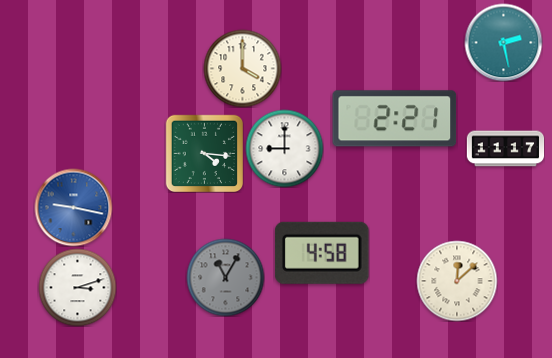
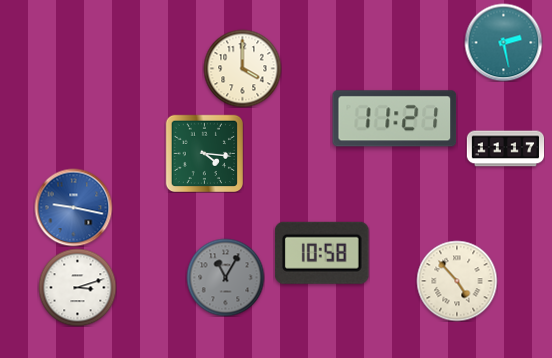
clock at (395, 119): 2:21 -> 11:21
clock at (284, 148): 9:00 -> none
clock at (322, 253): 4:58 -> 10:58
clock at (457, 281): 12:08 -> 4:53
